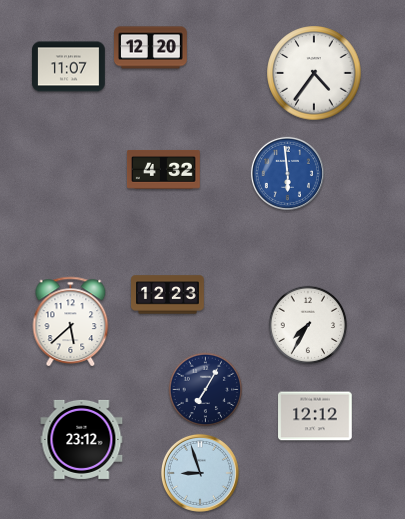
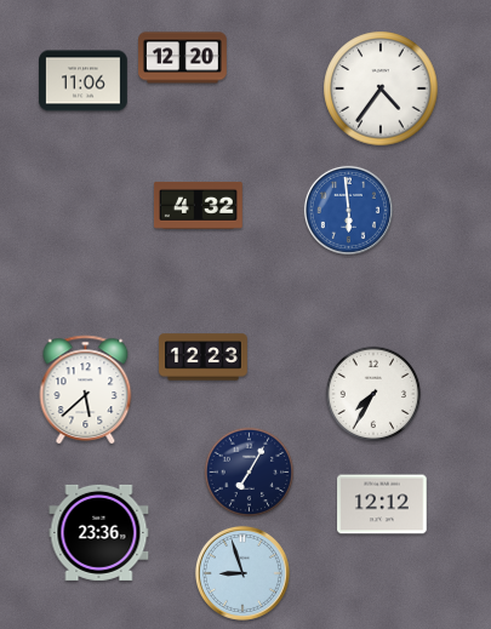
clock at (69, 67): 11:07 -> 11:06
clock at (82, 439): 23:12 -> 23:36
